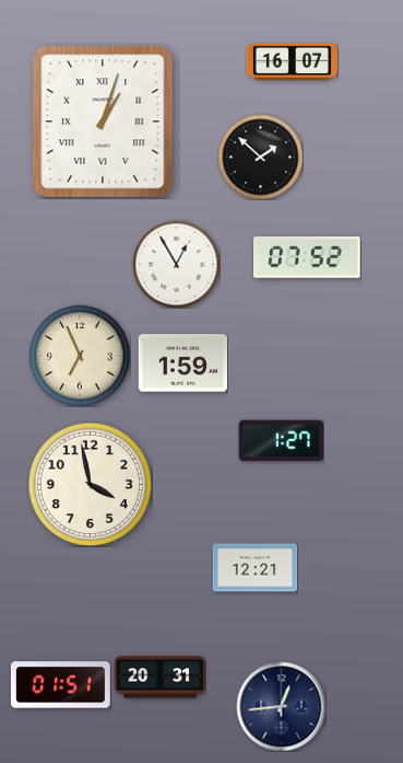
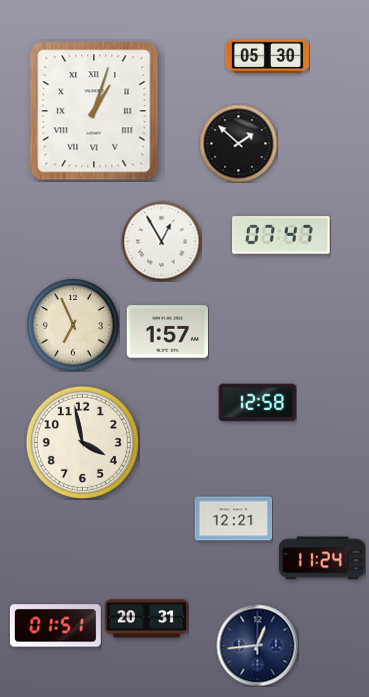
clock at (292, 61): 16:07 -> 05:30
clock at (307, 257): 07:52 -> 07:47
clock at (182, 363): 1:59 -> 1:57
clock at (281, 441): 1:27 -> 12:58
clock at (322, 558): none -> 11:24
